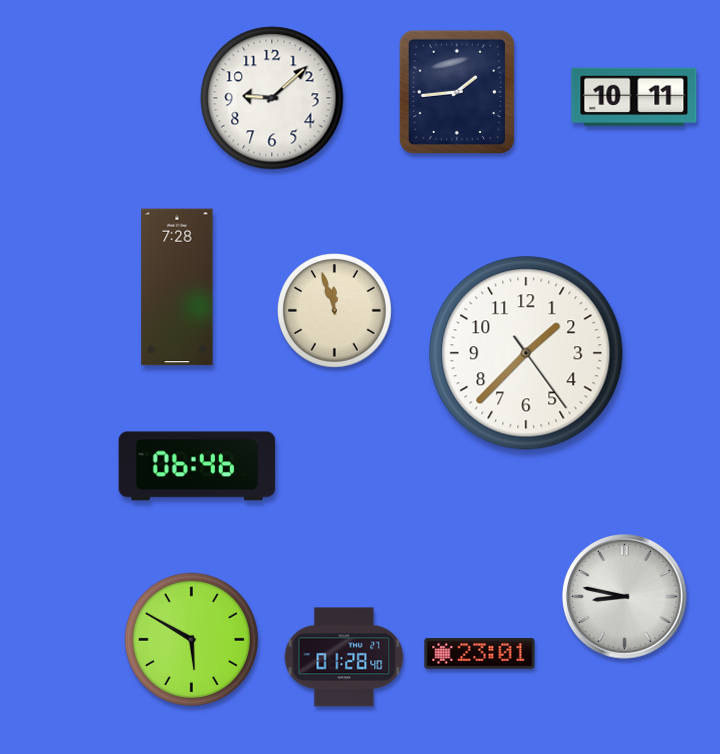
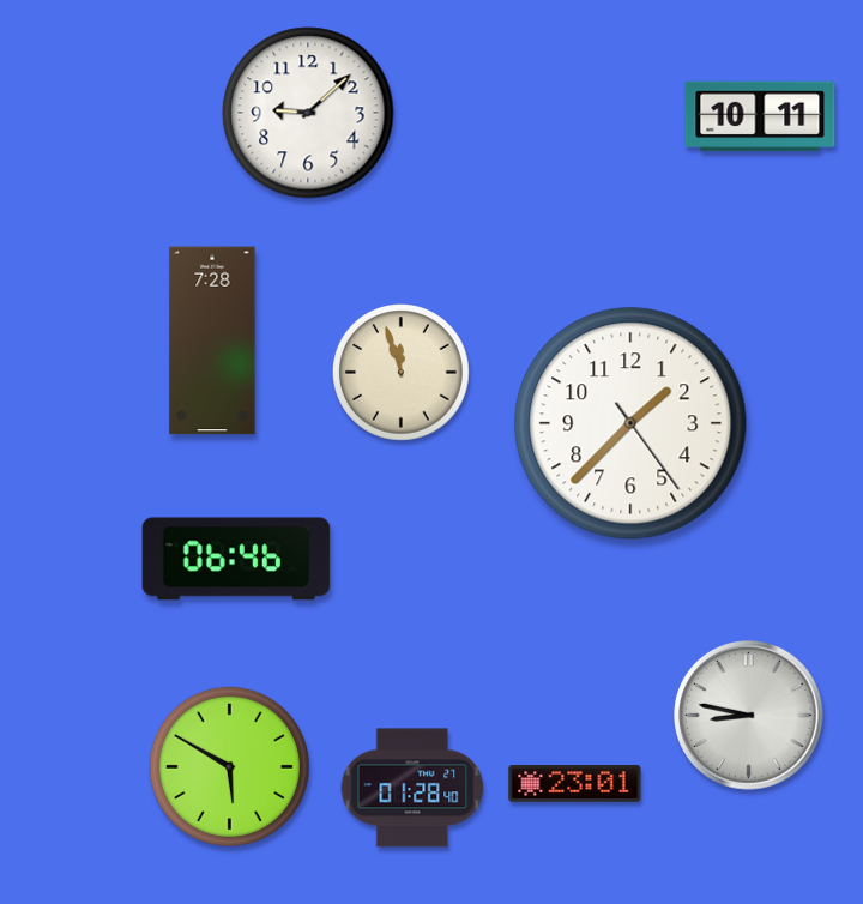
clock at (457, 92): 1:44 -> none
clock at (272, 98) position: (272, 98) -> (308, 113)
clock at (177, 287) position: (177, 287) -> (212, 340)
